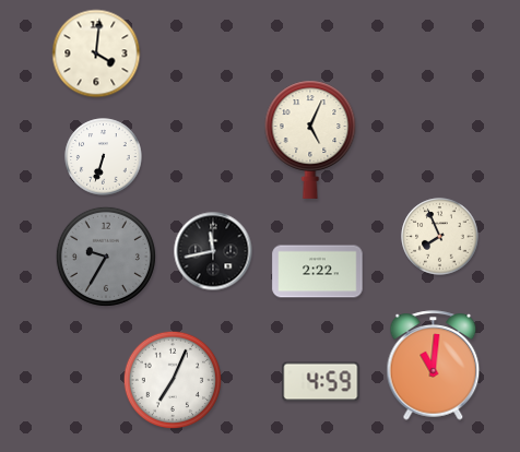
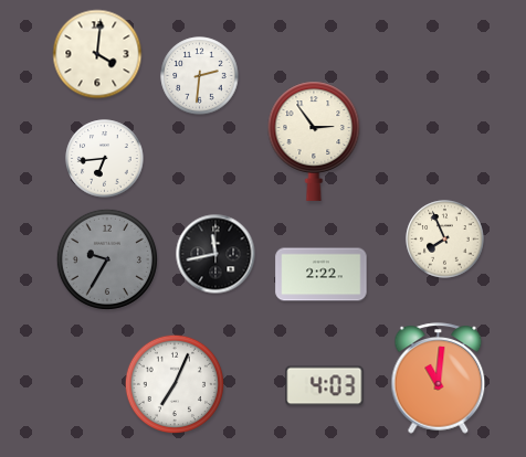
clock at (200, 76): none -> 2:31
clock at (310, 140): 5:04 -> 2:54
clock at (104, 157): 6:33 -> 6:44
clock at (434, 366) position: (434, 366) -> (439, 379)
clock at (321, 382): 4:59 -> 4:03
